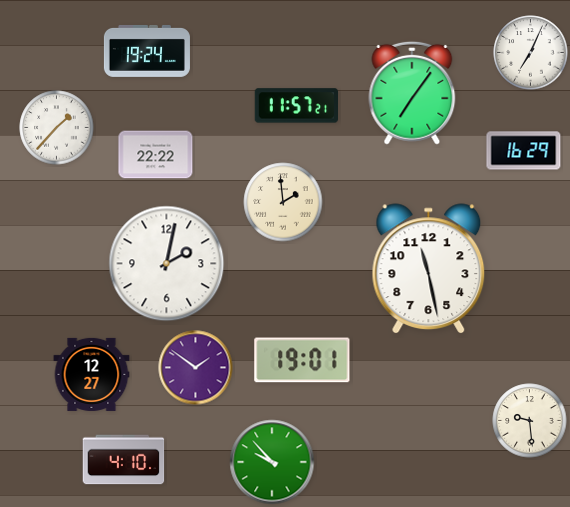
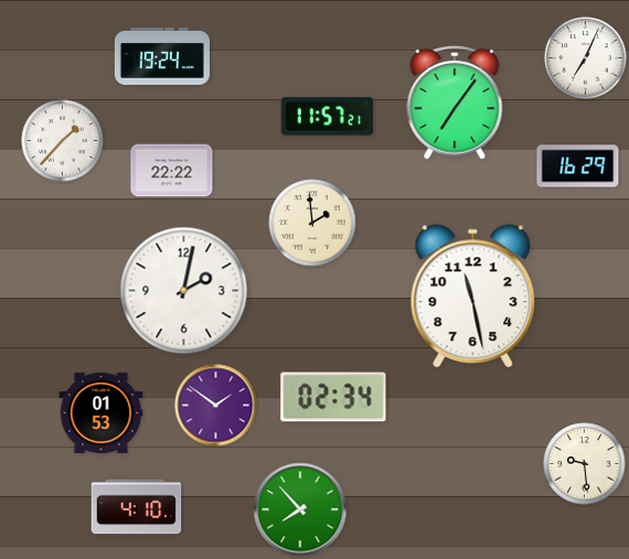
clock at (302, 360): 19:01 -> 02:34
clock at (92, 374): 12:27 -> 01:53
clock at (272, 462): 9:53 -> 7:53
